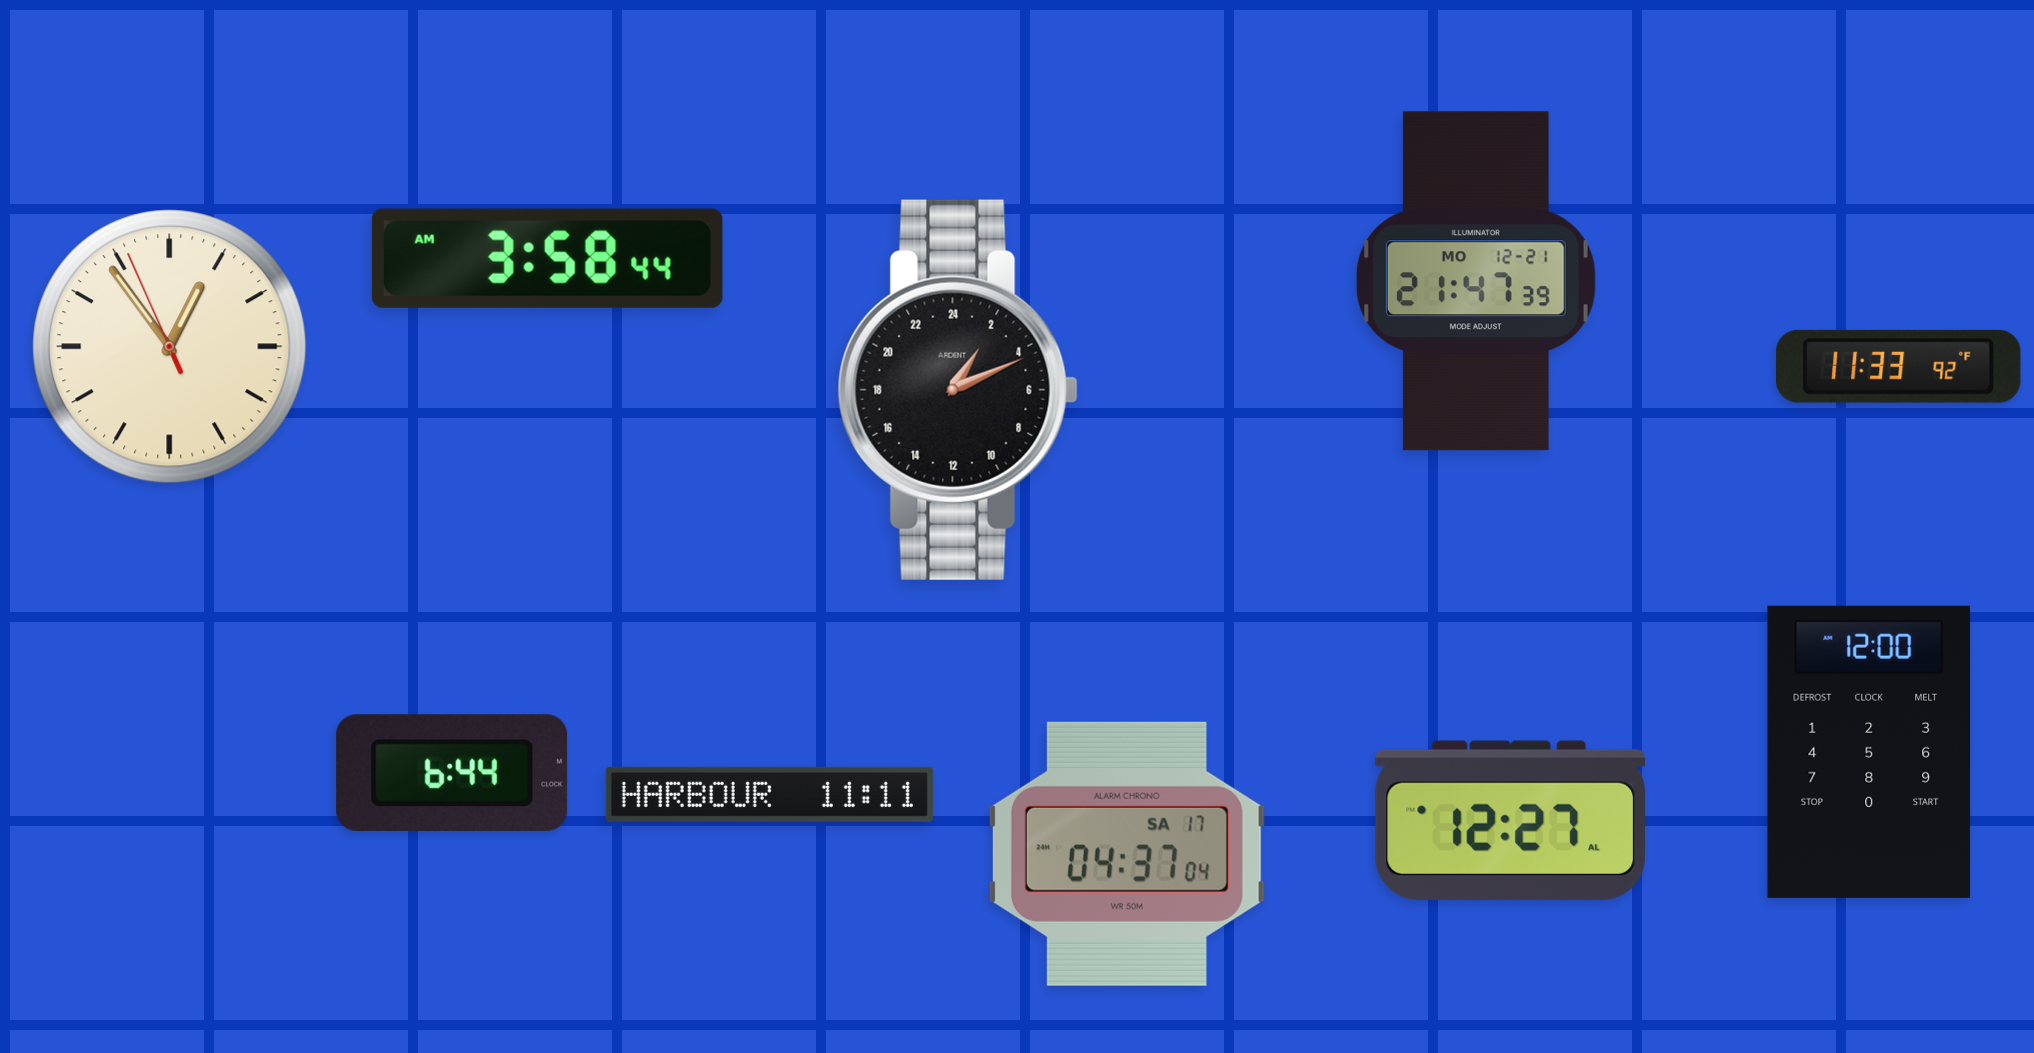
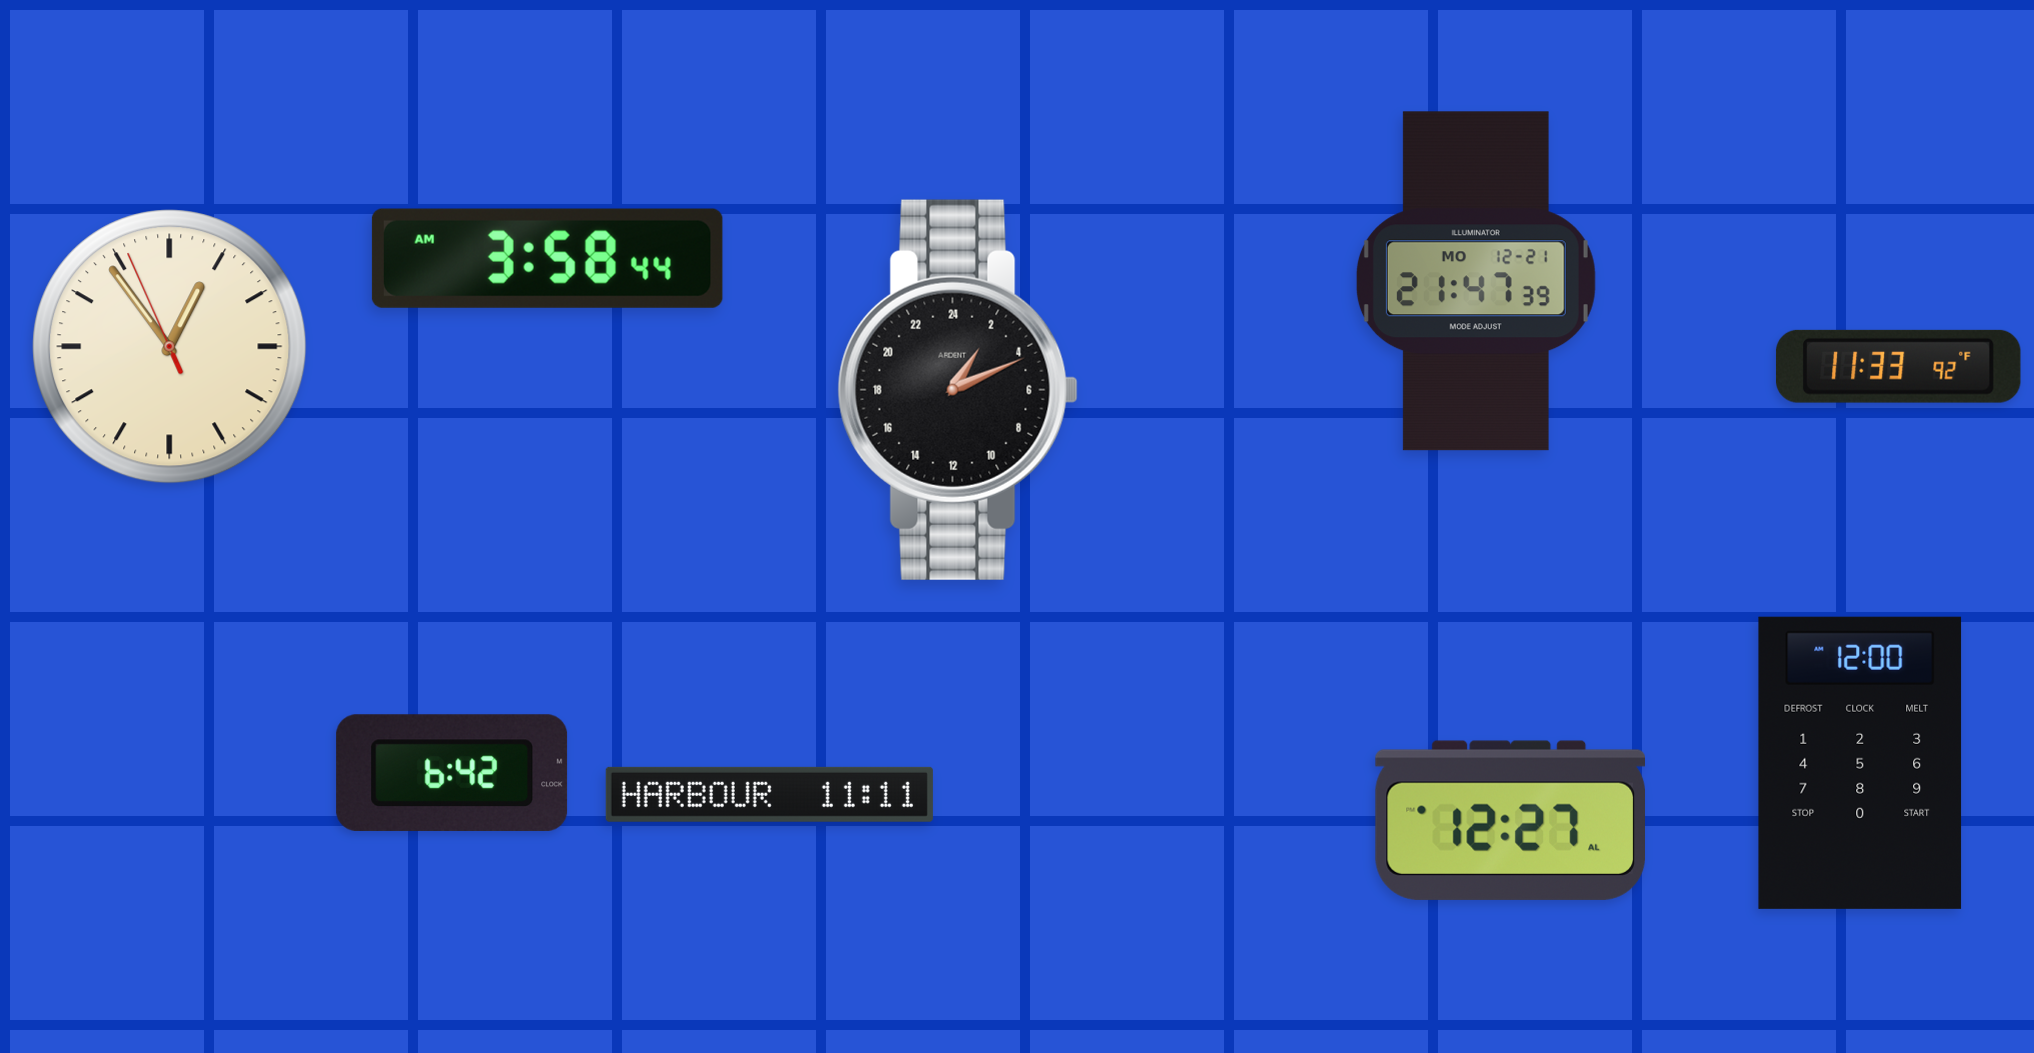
clock at (1869, 752) position: (1869, 752) -> (1860, 763)
clock at (452, 773): 6:44 -> 6:42
clock at (1127, 854): 04:37 -> none
